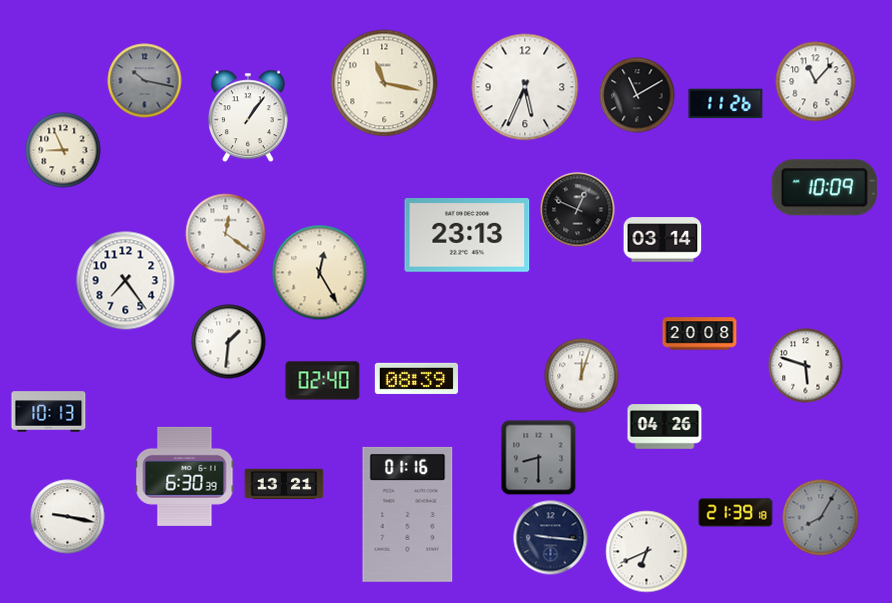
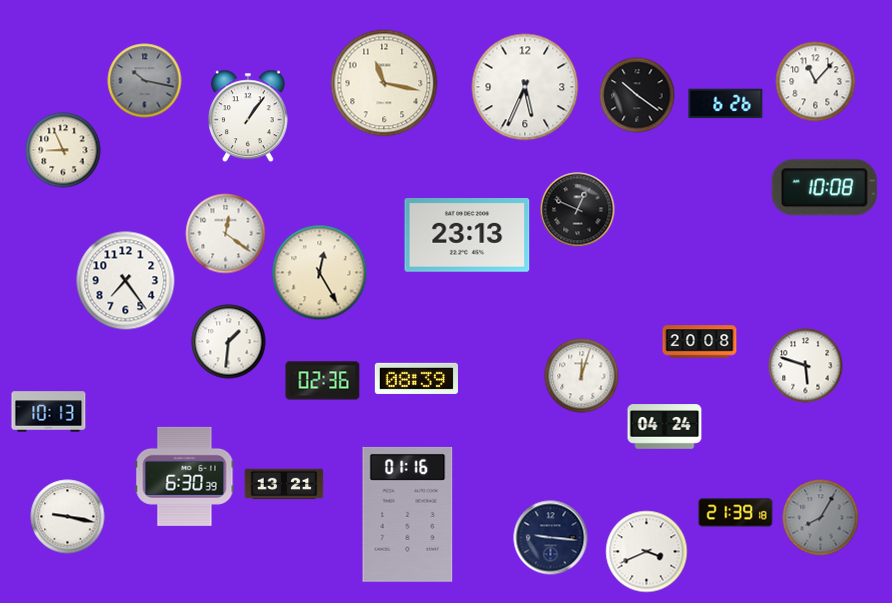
clock at (637, 95): 11:10 -> 10:21
clock at (726, 104): 11:26 -> 6:26
clock at (824, 188): 10:09 -> 10:08
clock at (663, 240): 03:14 -> none
clock at (700, 334) position: (700, 334) -> (700, 342)
clock at (323, 381): 02:40 -> 02:36
clock at (665, 427): 04:26 -> 04:24
clock at (539, 458): 8:30 -> none
clock at (647, 552): 6:41 -> 3:41
